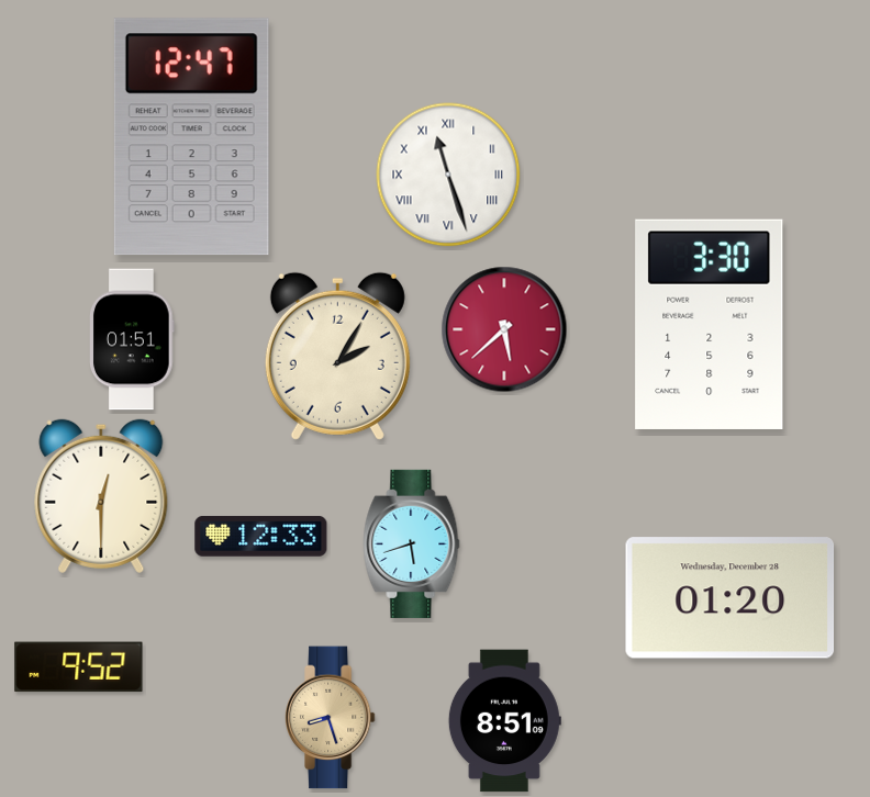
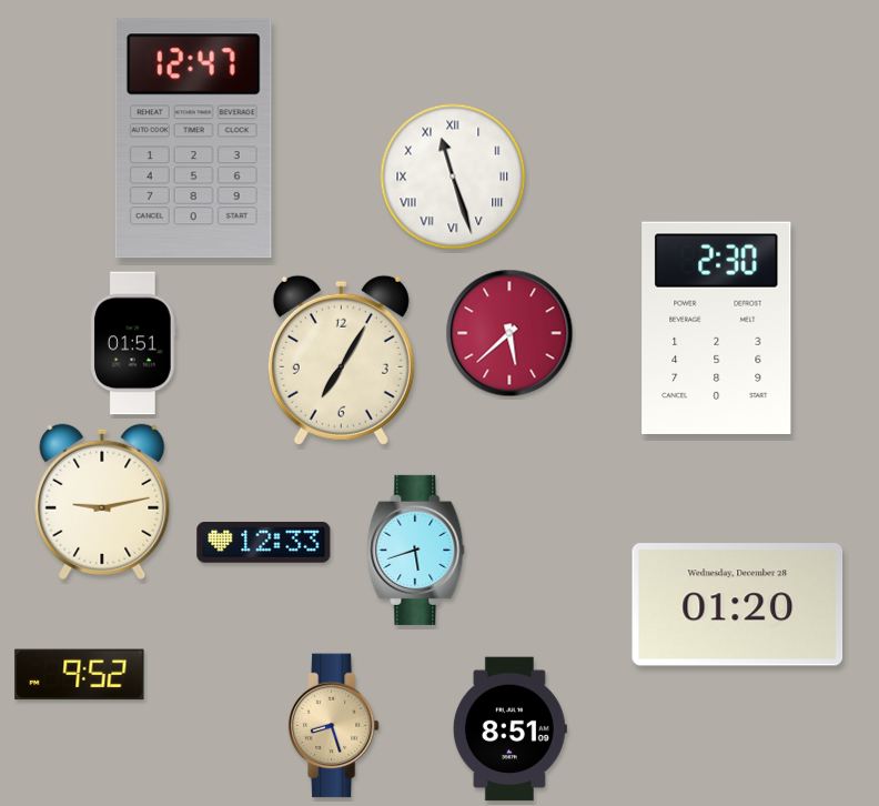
clock at (710, 324): 3:30 -> 2:30
clock at (337, 356): 2:05 -> 7:05
clock at (101, 496): 12:30 -> 9:13
